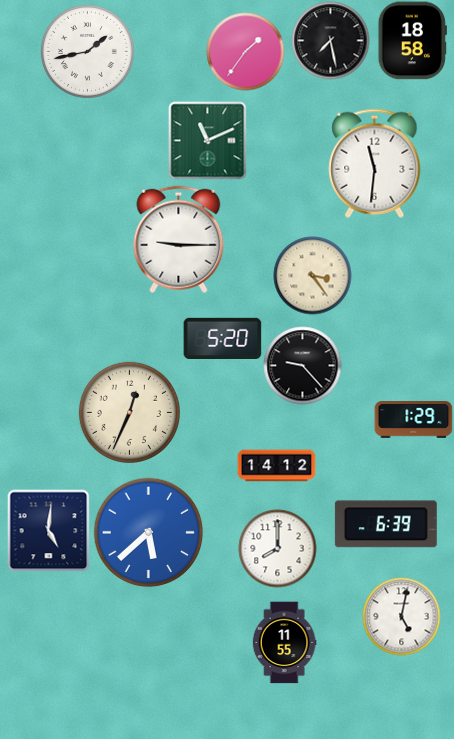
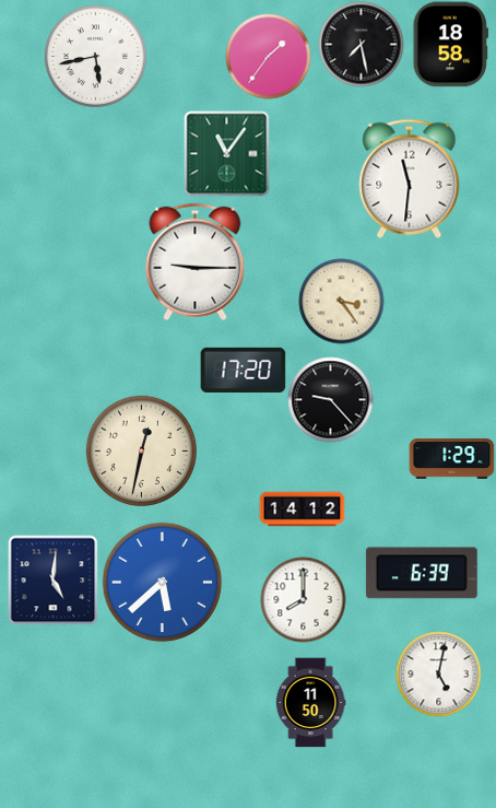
clock at (87, 51): 1:43 -> 5:43
clock at (207, 140): 11:11 -> 11:06
clock at (222, 338): 5:20 -> 17:20
clock at (129, 412): 12:34 -> 12:32
clock at (284, 642): 11:55 -> 11:50
